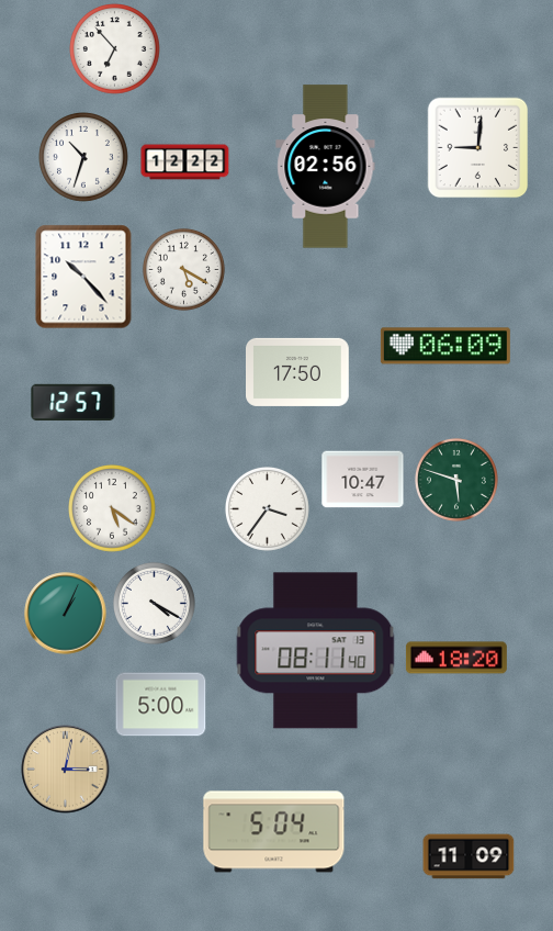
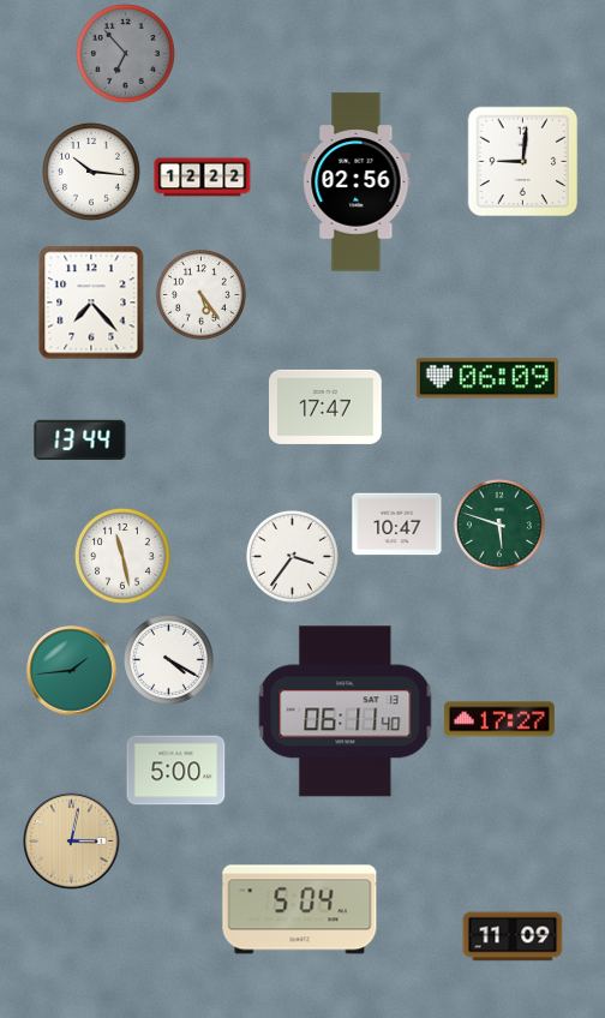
clock at (115, 49) dial: white -> grey
clock at (84, 158): 10:33 -> 10:16
clock at (183, 269): 5:20 -> 5:24
clock at (83, 277): 10:23 -> 7:23
clock at (298, 372): 17:50 -> 17:47
clock at (74, 402): 12:57 -> 13:44
clock at (113, 509): 5:21 -> 11:28
clock at (66, 614): 1:04 -> 1:44
clock at (316, 651): 08:11 -> 06:11
clock at (456, 658): 18:20 -> 17:27
